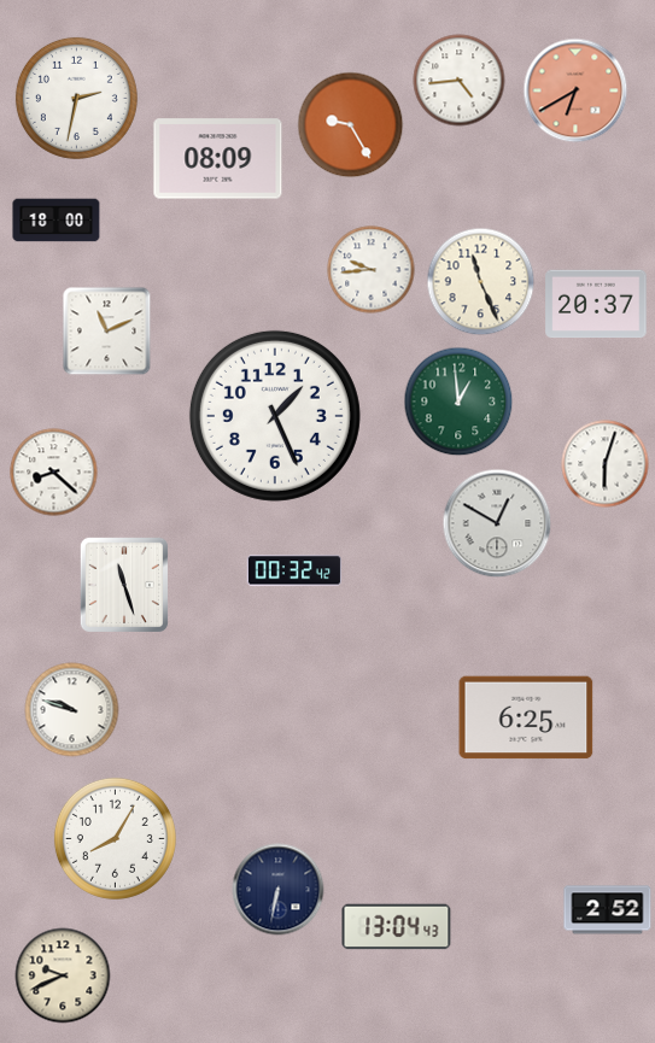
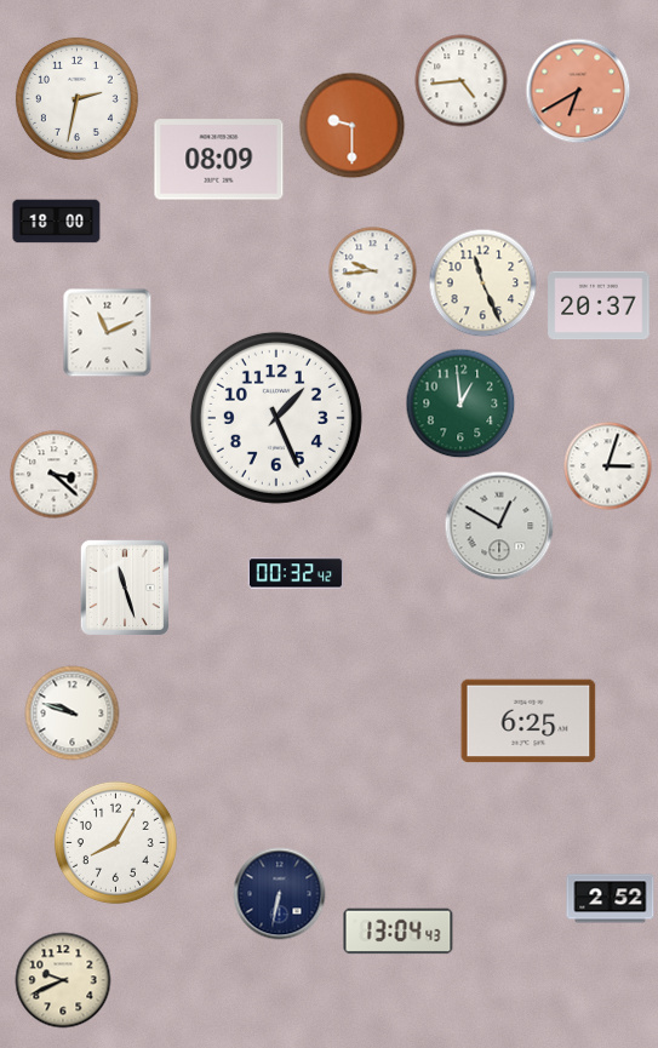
clock at (351, 125): 9:25 -> 9:30
clock at (606, 464): 6:03 -> 3:03
clock at (54, 473): 8:22 -> 3:22
clock at (608, 910) position: (608, 910) -> (611, 899)
